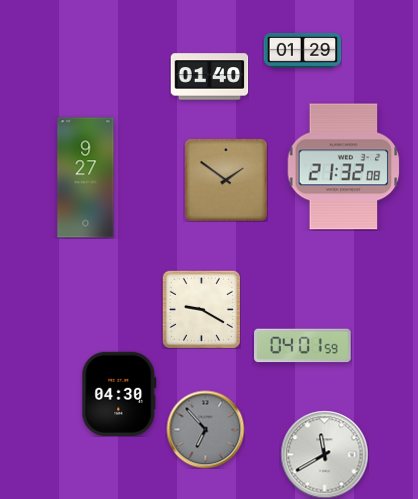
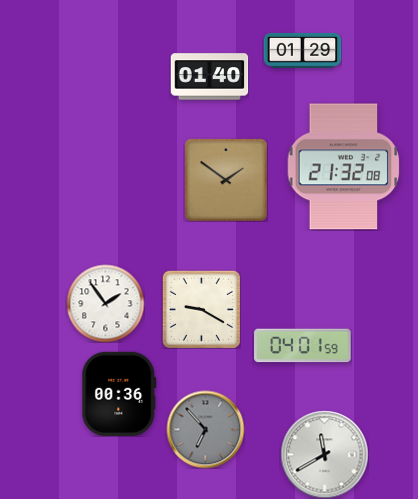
clock at (86, 178): 9:27 -> none
clock at (105, 303): none -> 1:54
clock at (119, 394): 04:30 -> 00:36
